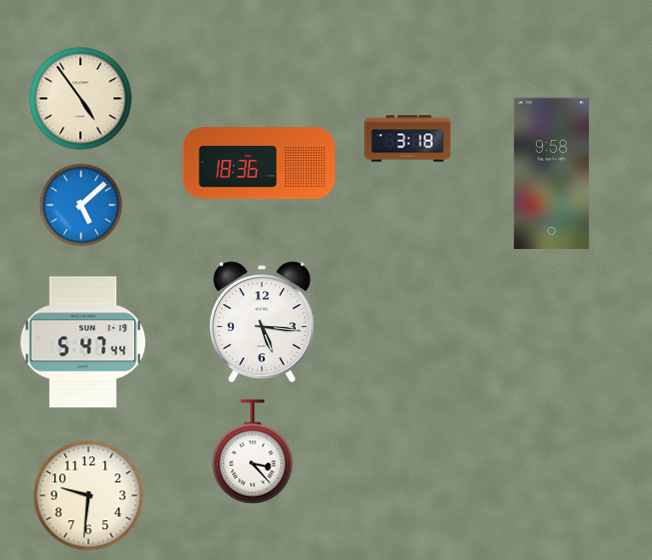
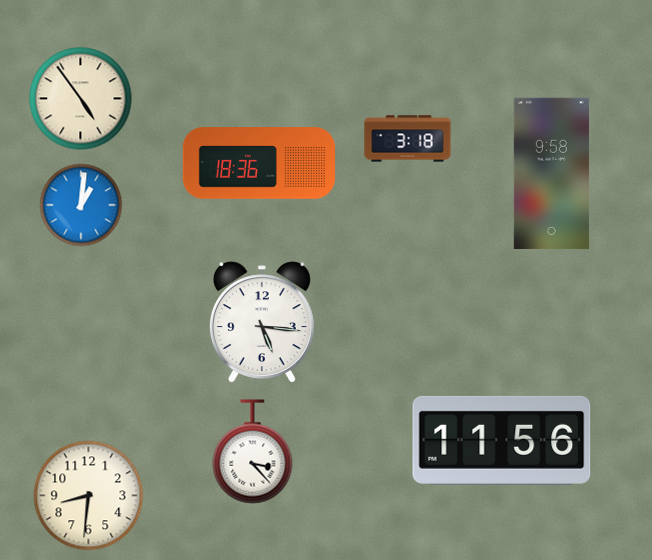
clock at (81, 205): 5:08 -> 1:01
clock at (83, 342): 5:47 -> none
clock at (502, 440): none -> 11:56
clock at (89, 496): 9:31 -> 8:31
